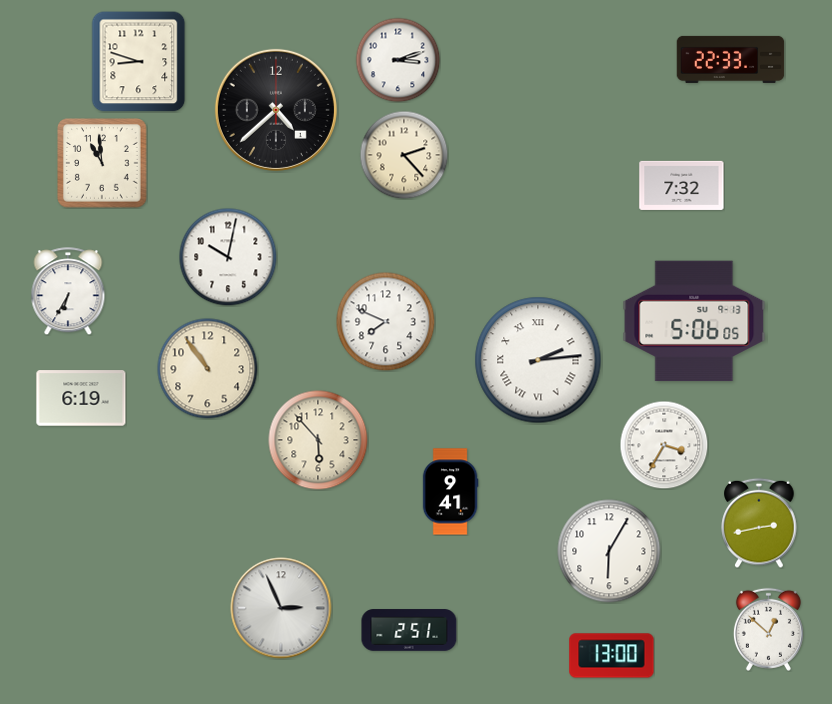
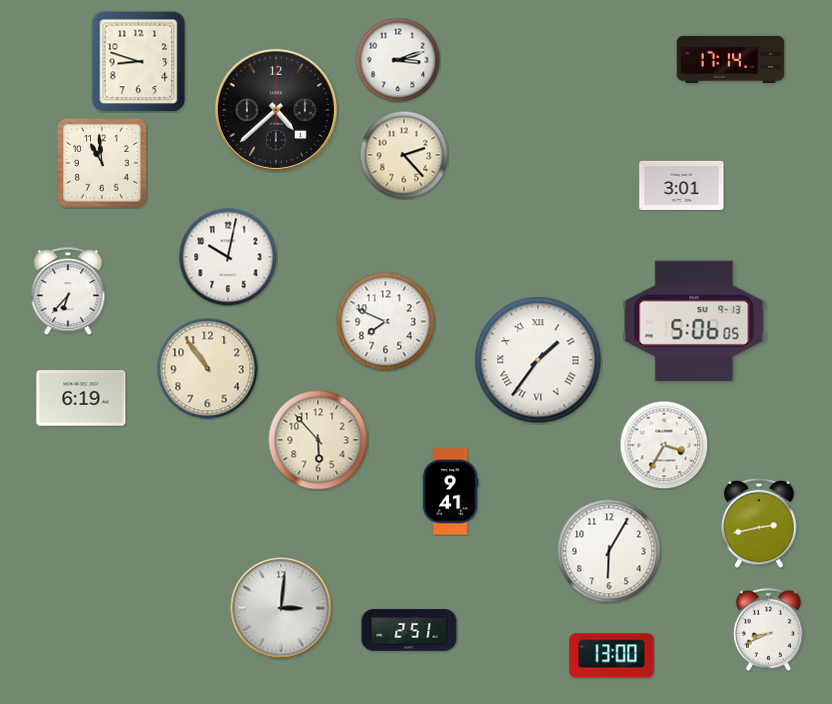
clock at (731, 59): 22:33 -> 17:14
clock at (682, 185): 7:32 -> 3:01
clock at (68, 291): 6:35 -> 6:37
clock at (538, 360): 2:14 -> 1:36
clock at (281, 608): 2:56 -> 3:01
clock at (768, 629): 12:52 -> 8:41
